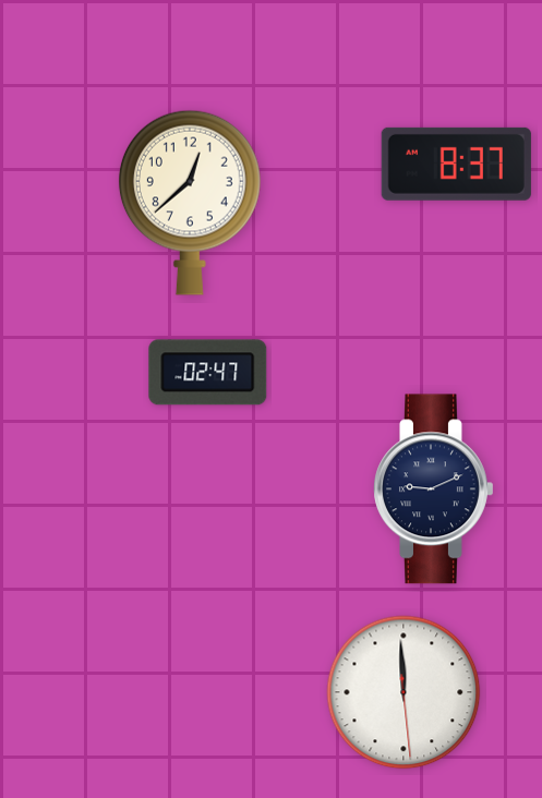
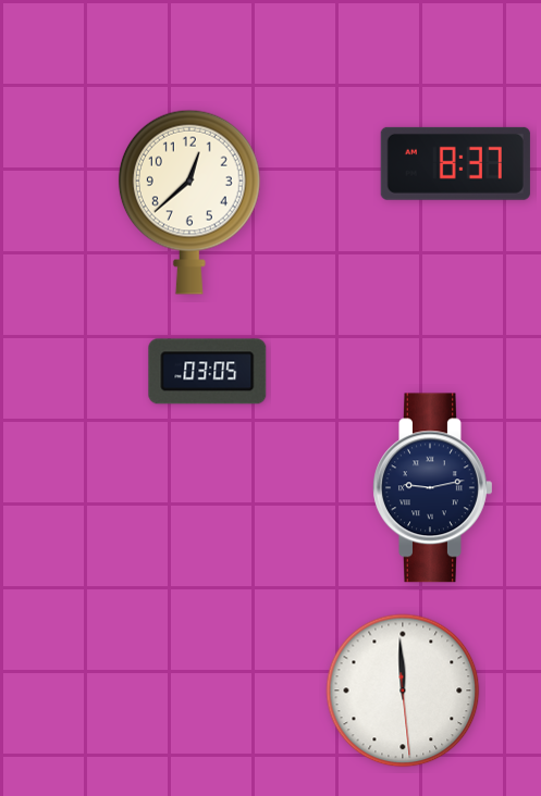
clock at (208, 373): 02:47 -> 03:05
clock at (434, 489): 9:11 -> 9:13
